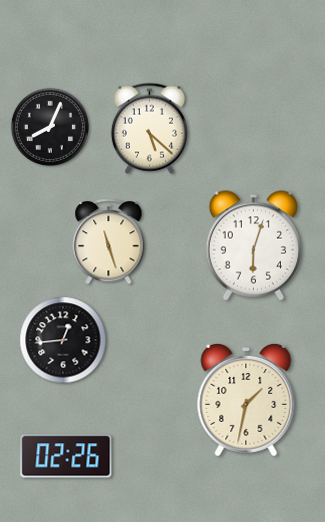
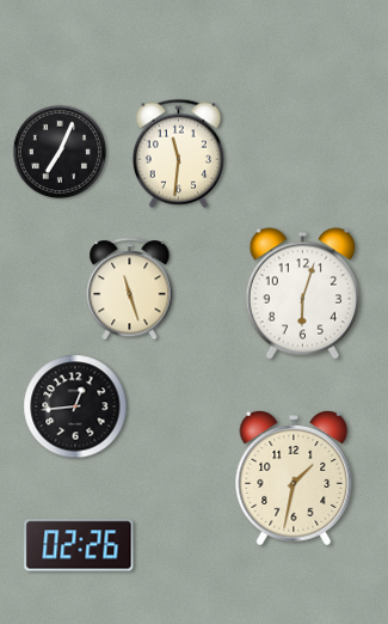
clock at (49, 126): 8:04 -> 7:04
clock at (149, 128): 5:22 -> 11:31
